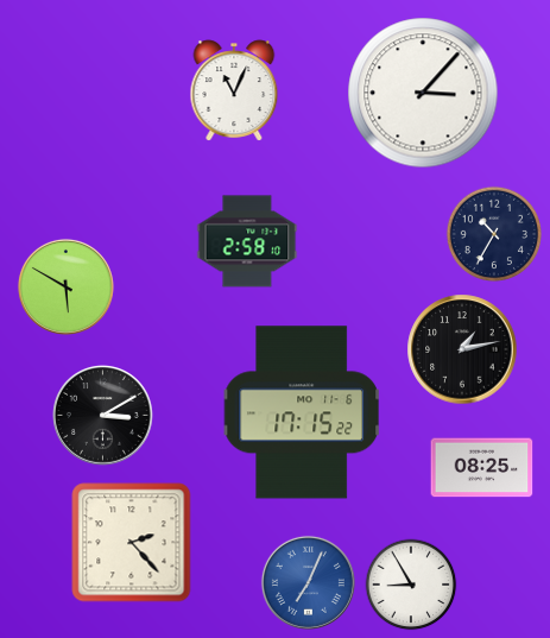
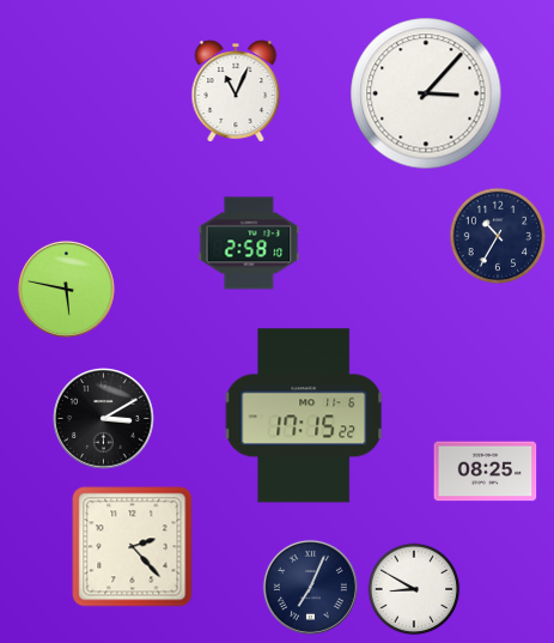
clock at (65, 286): 5:50 -> 5:47
clock at (462, 349): 1:13 -> none
clock at (308, 582) dial: blue -> navy
clock at (411, 585): 8:55 -> 8:50
